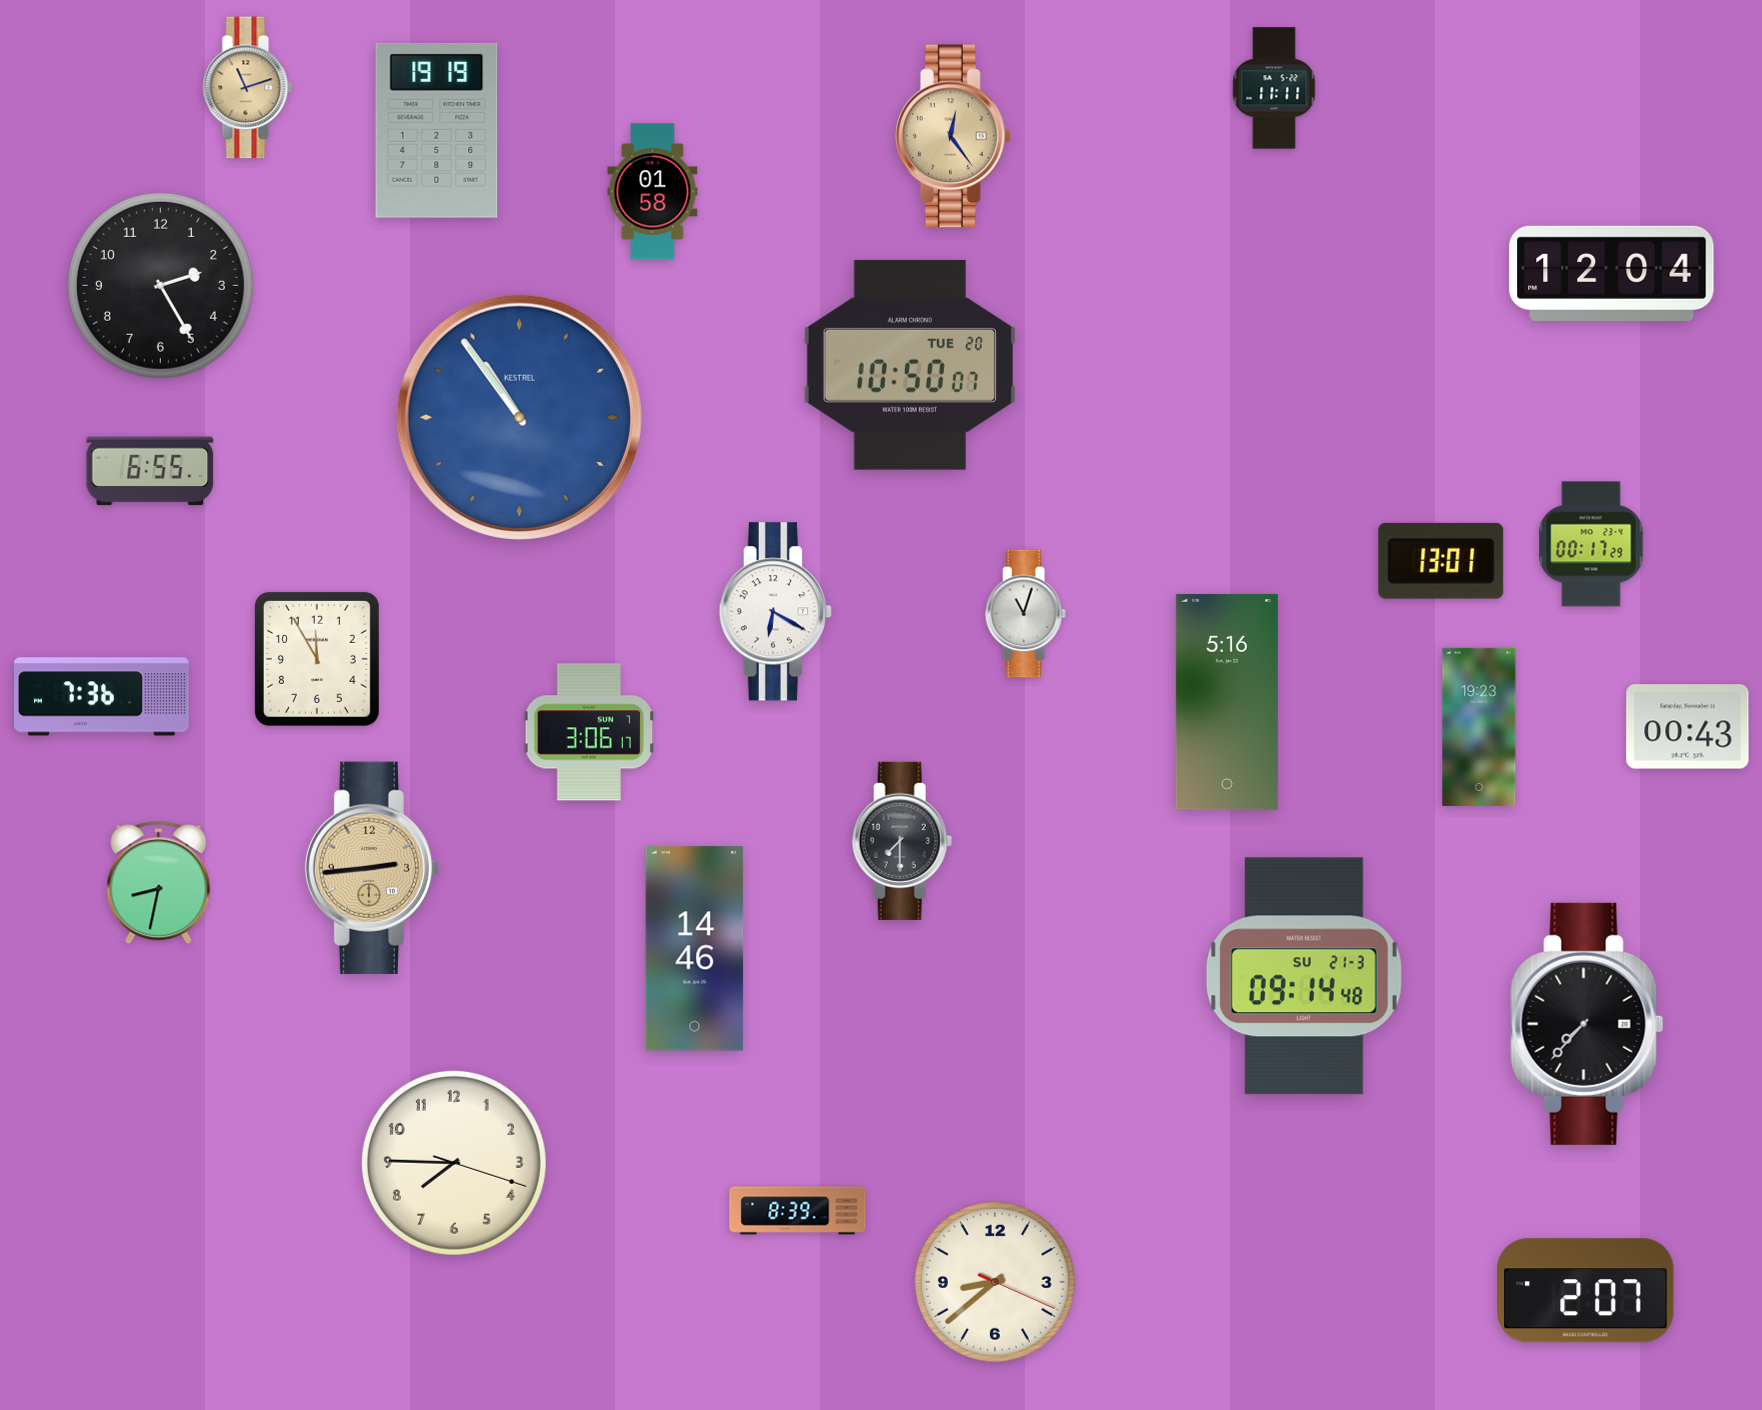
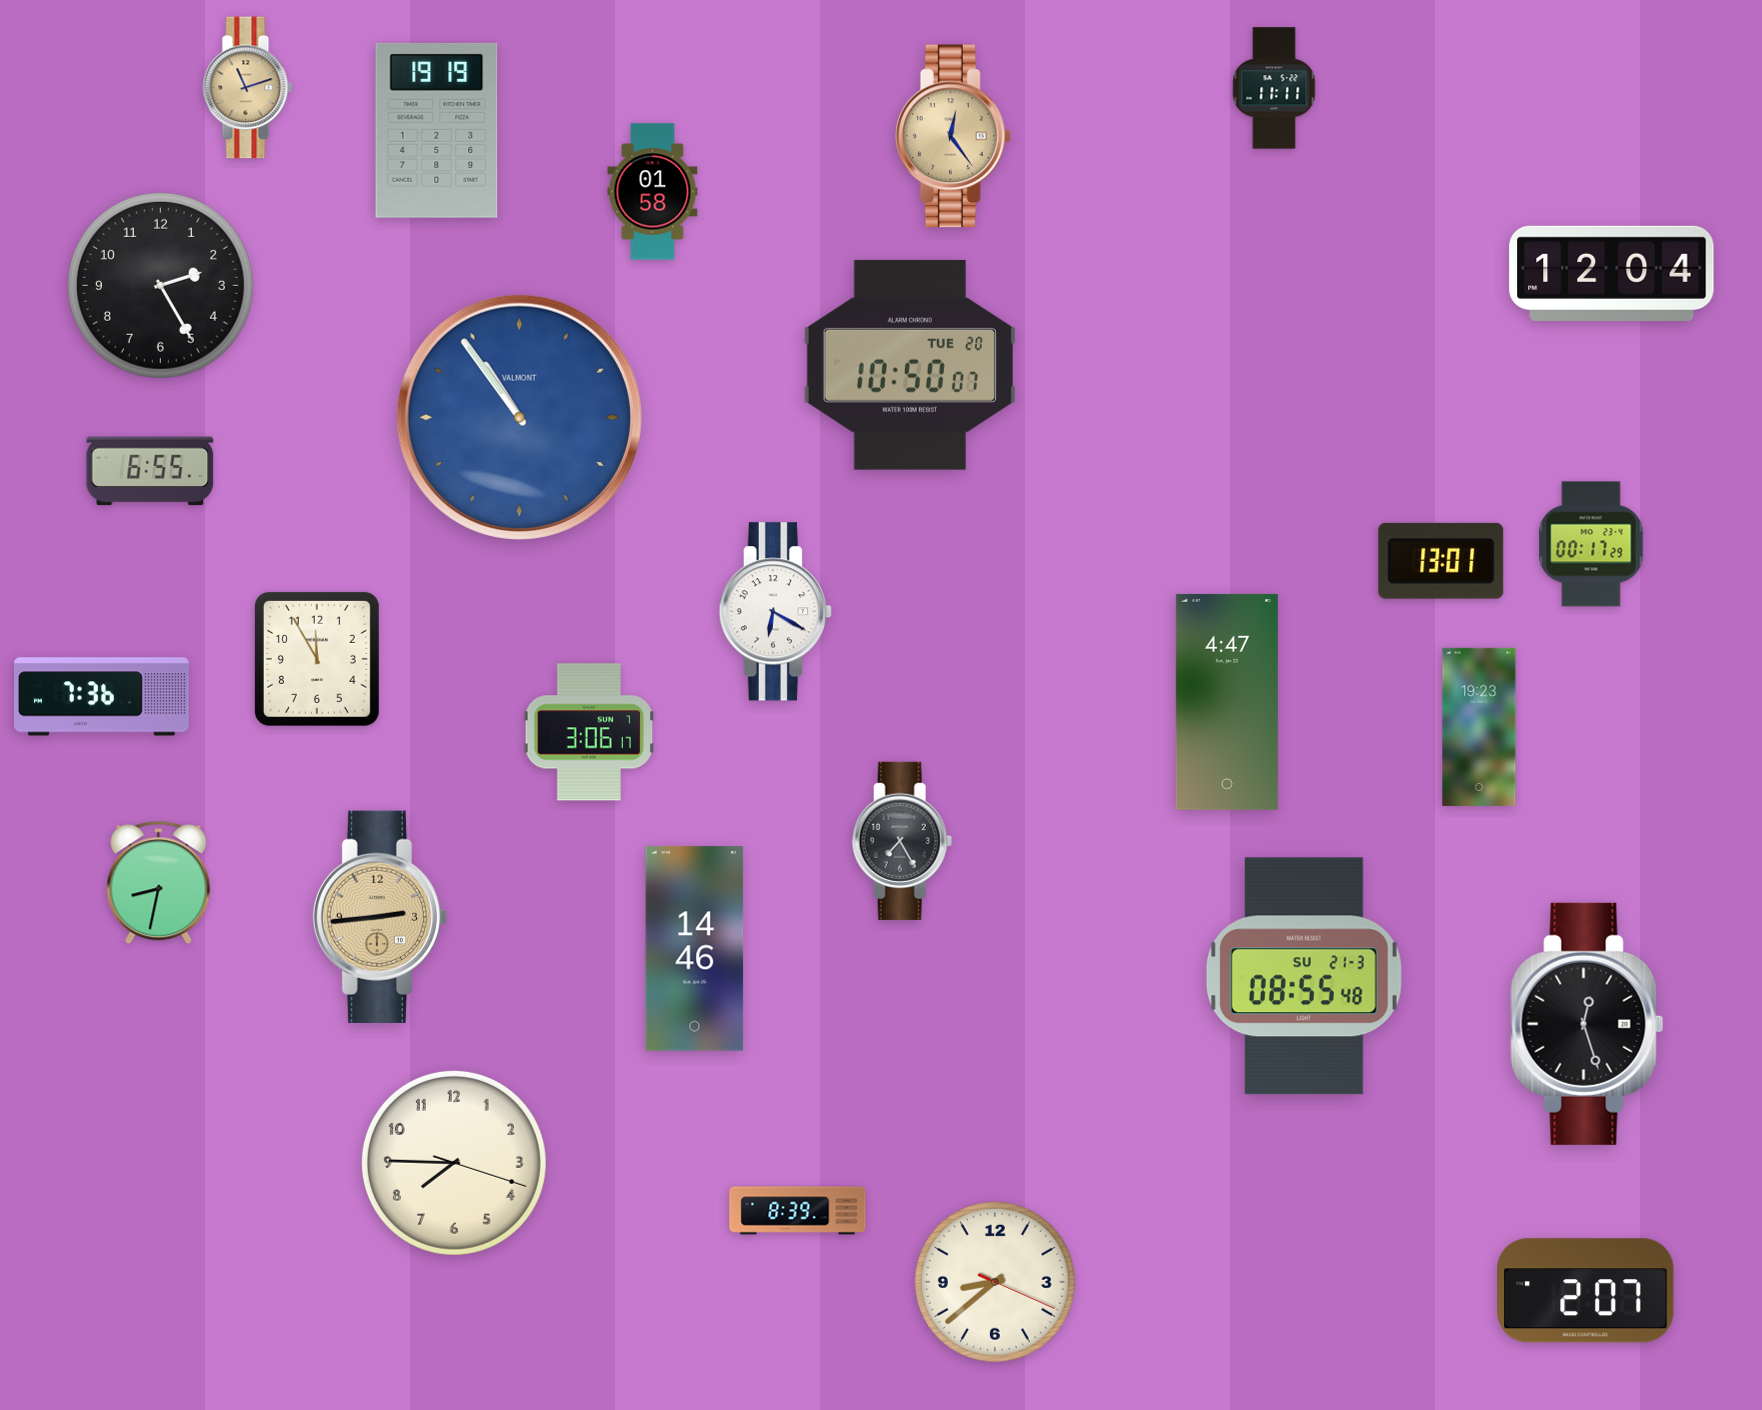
clock at (519, 417) brand: KESTREL -> VALMONT
clock at (1025, 614): 11:03 -> none
clock at (1227, 702): 5:16 -> 4:47
clock at (1688, 727): 00:43 -> none
clock at (902, 841): 7:30 -> 7:25
clock at (371, 868) position: (371, 868) -> (379, 917)
clock at (1304, 976): 09:14 -> 08:55
clock at (1587, 1024): 7:37 -> 12:27
